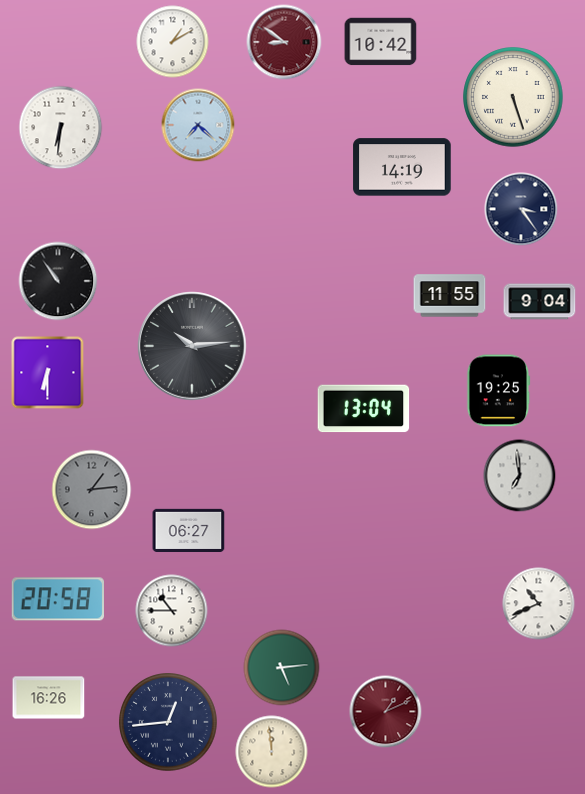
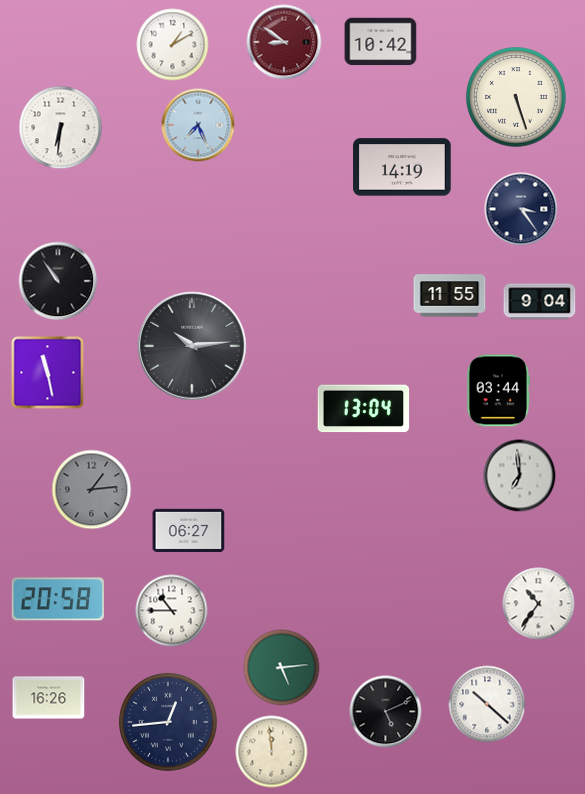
clock at (173, 42) position: (173, 42) -> (173, 45)
clock at (513, 97) position: (513, 97) -> (516, 97)
clock at (198, 125): 7:22 -> 7:26
clock at (48, 373): 6:30 -> 11:28
clock at (499, 391): 19:25 -> 03:44
clock at (539, 604): 10:41 -> 10:36
clock at (487, 704): none -> 10:22
clock at (386, 712): 1:11 -> 5:11
clock at (386, 712) dial: burgundy -> black
